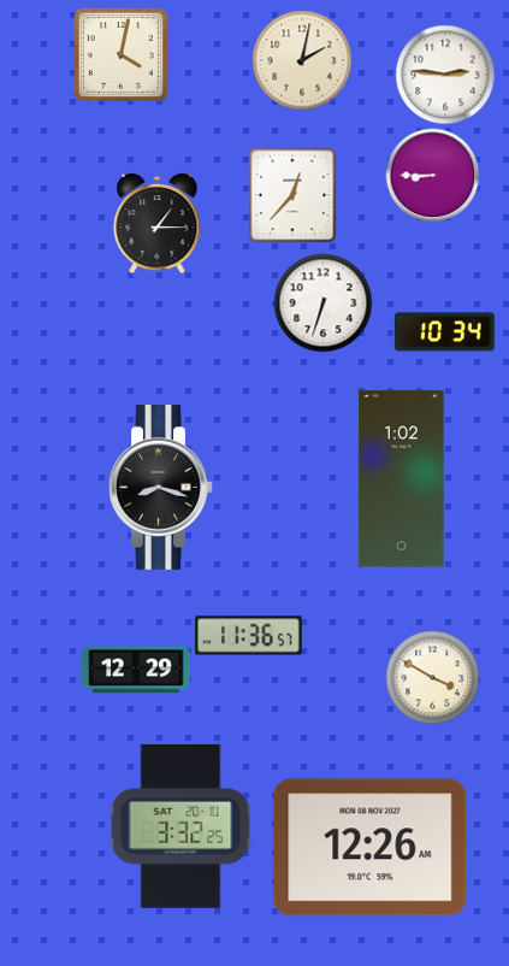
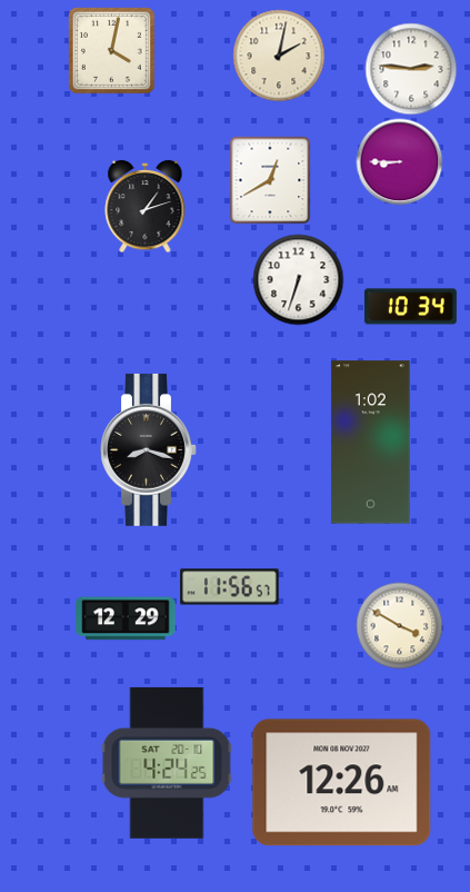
clock at (292, 195): 12:37 -> 12:40
clock at (158, 223): 1:15 -> 1:12
clock at (249, 636): 11:36 -> 11:56
clock at (180, 826): 3:32 -> 4:24
